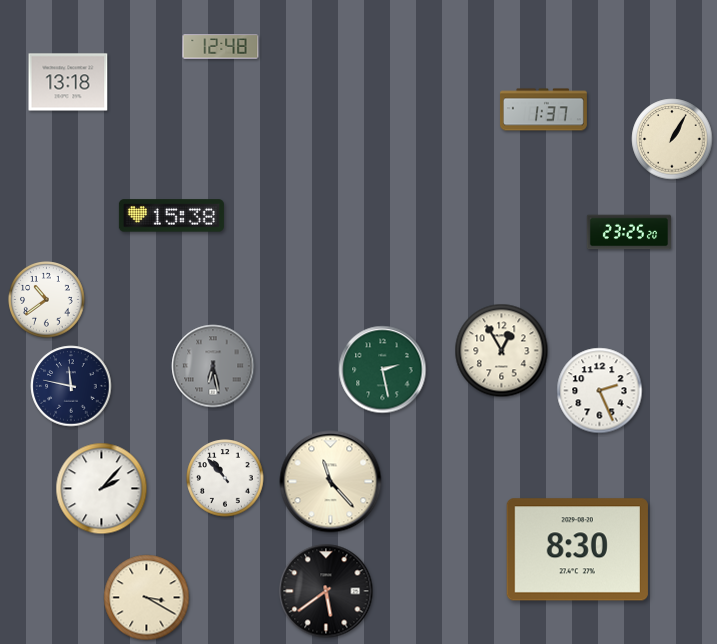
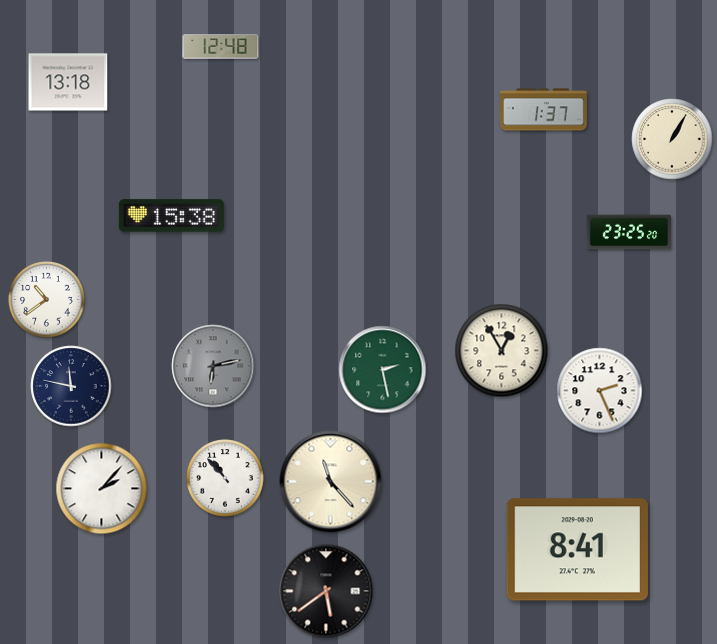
clock at (213, 366): 6:28 -> 6:13
clock at (577, 550): 8:30 -> 8:41
clock at (147, 598): 3:20 -> none
